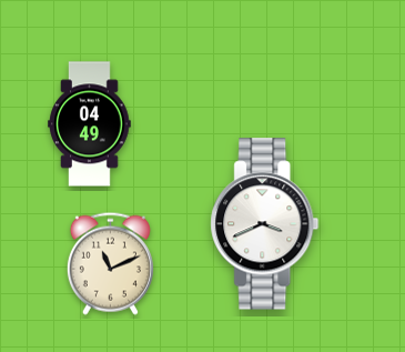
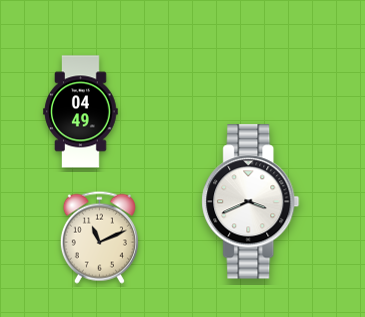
clock at (265, 224) position: (265, 224) -> (251, 202)
